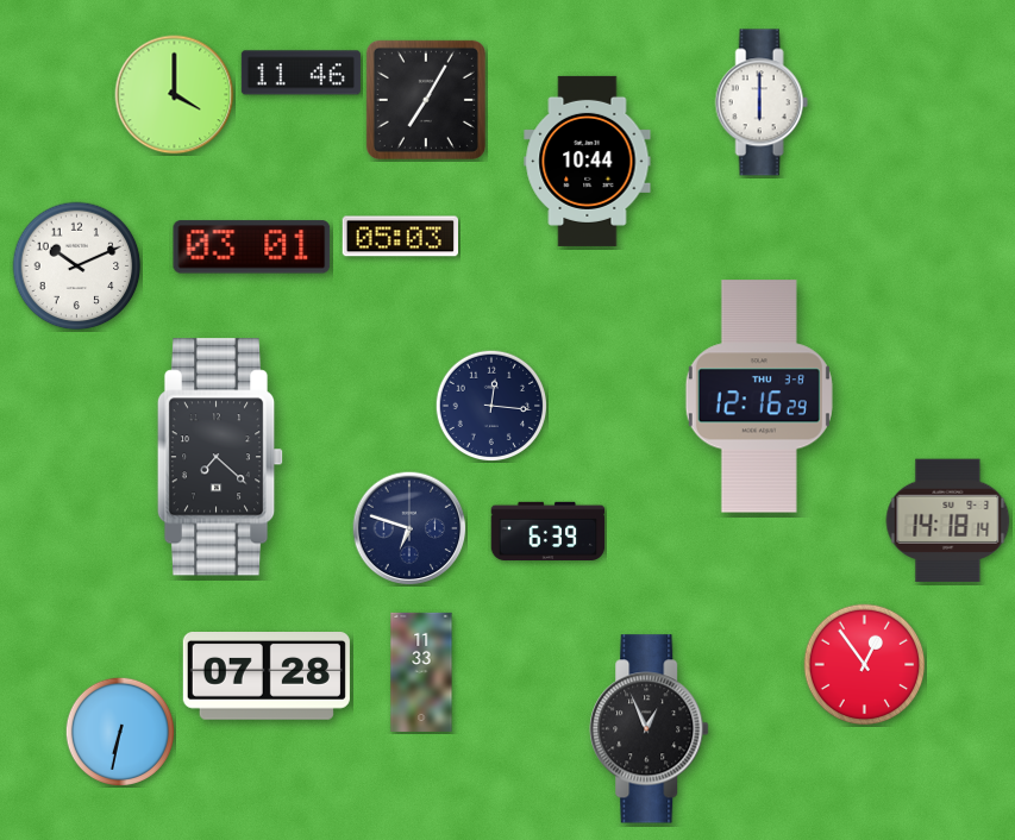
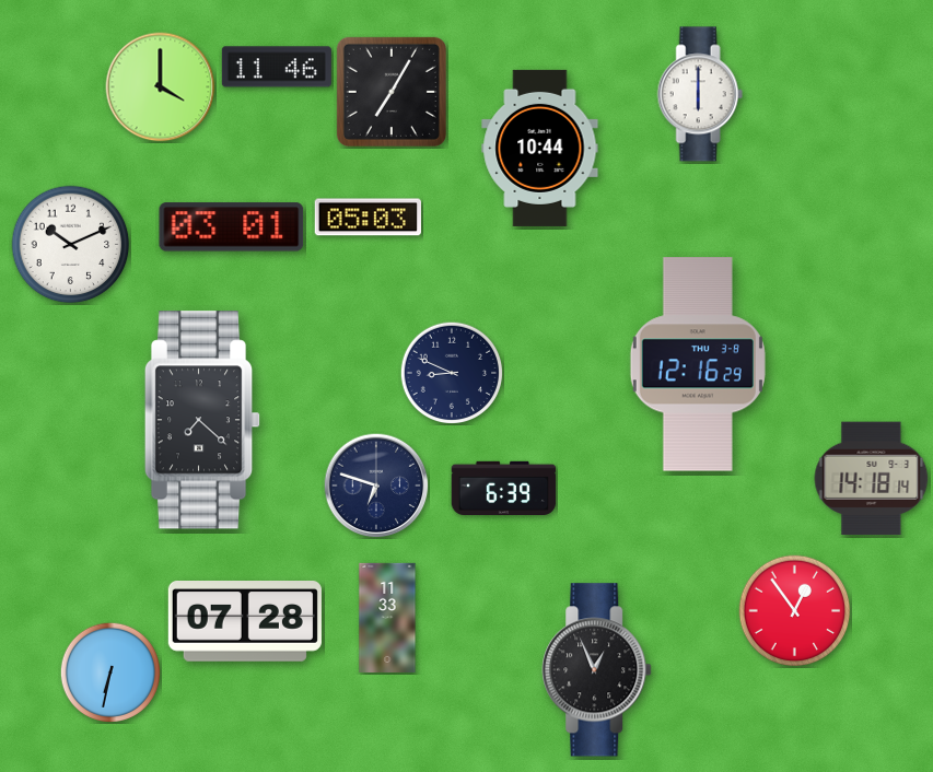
clock at (491, 406): 12:16 -> 8:49
